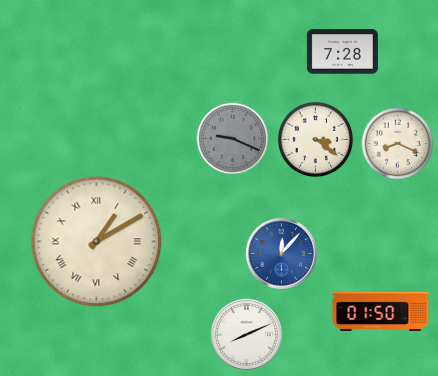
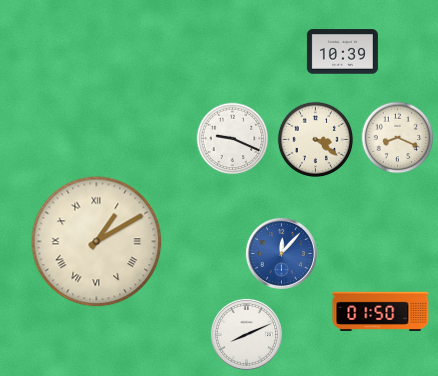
clock at (342, 52): 7:28 -> 10:39
clock at (233, 139) dial: grey -> white
clock at (398, 144) position: (398, 144) -> (398, 138)
